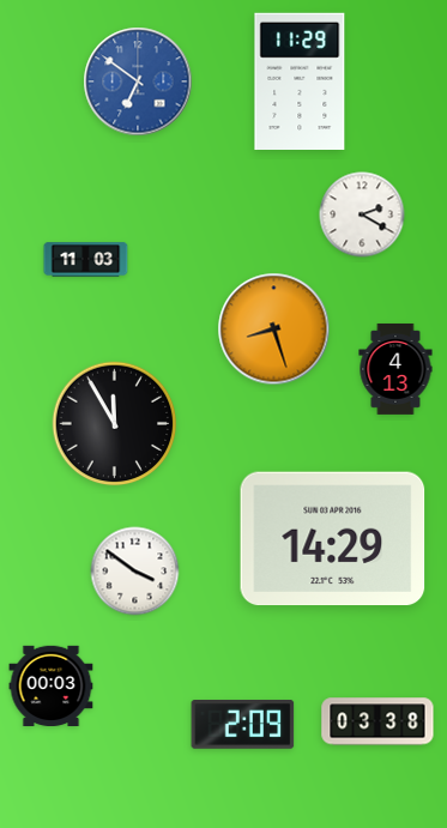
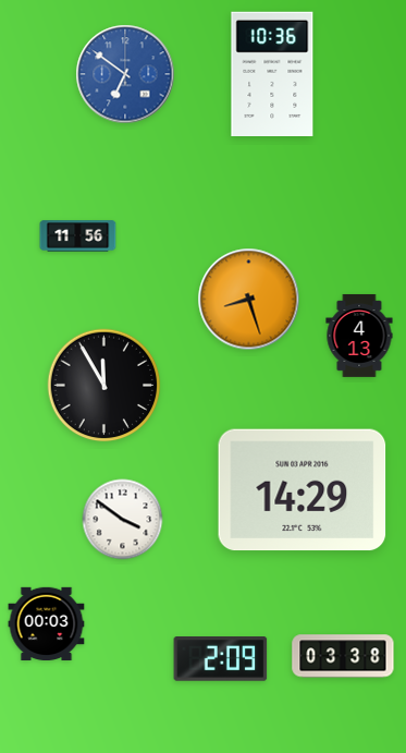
clock at (300, 80): 11:29 -> 10:36
clock at (362, 214): 2:20 -> none
clock at (86, 260): 11:03 -> 11:56
